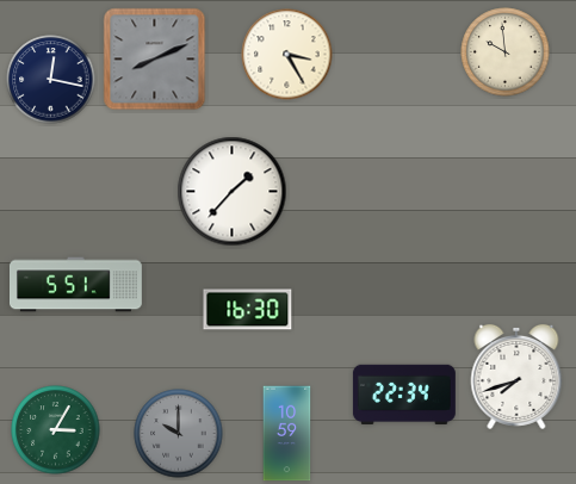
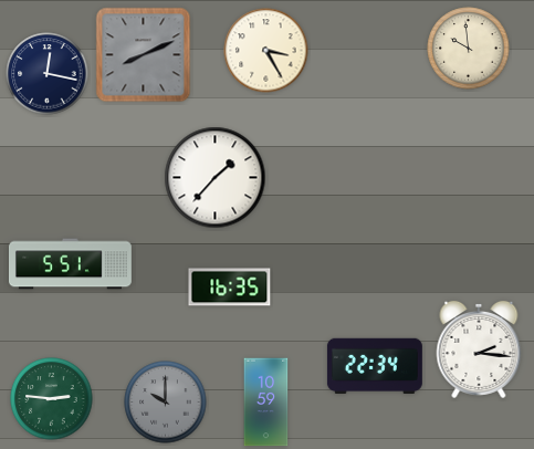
clock at (248, 310): 16:30 -> 16:35
clock at (516, 377): 7:42 -> 2:16
clock at (56, 430): 3:05 -> 2:46
